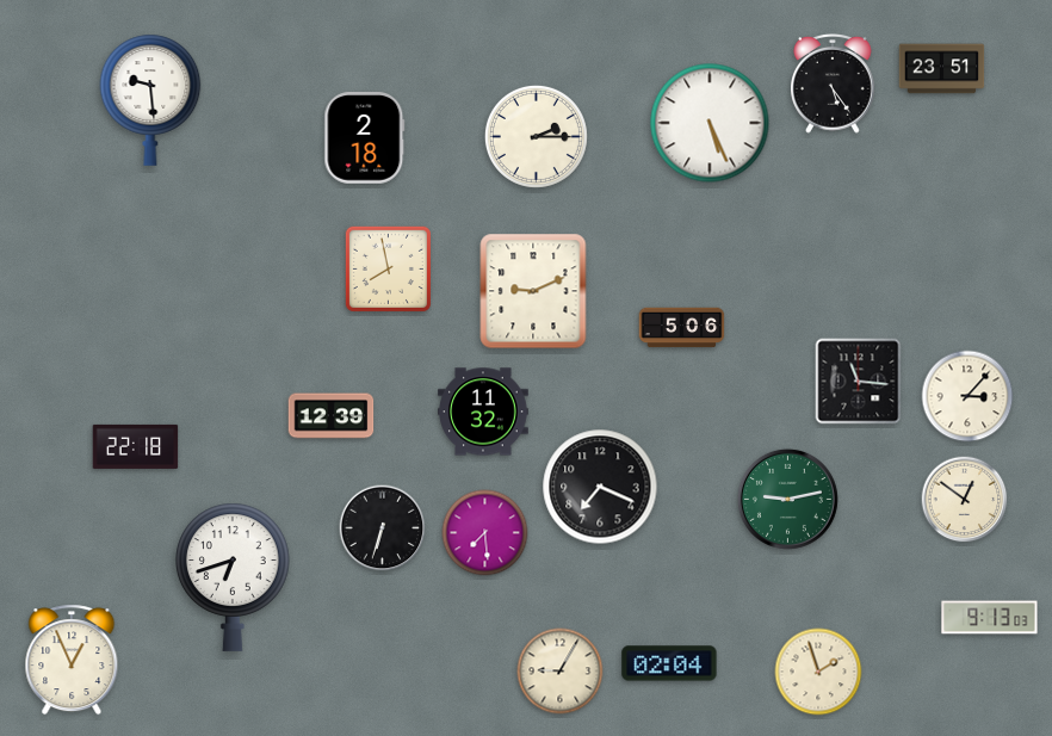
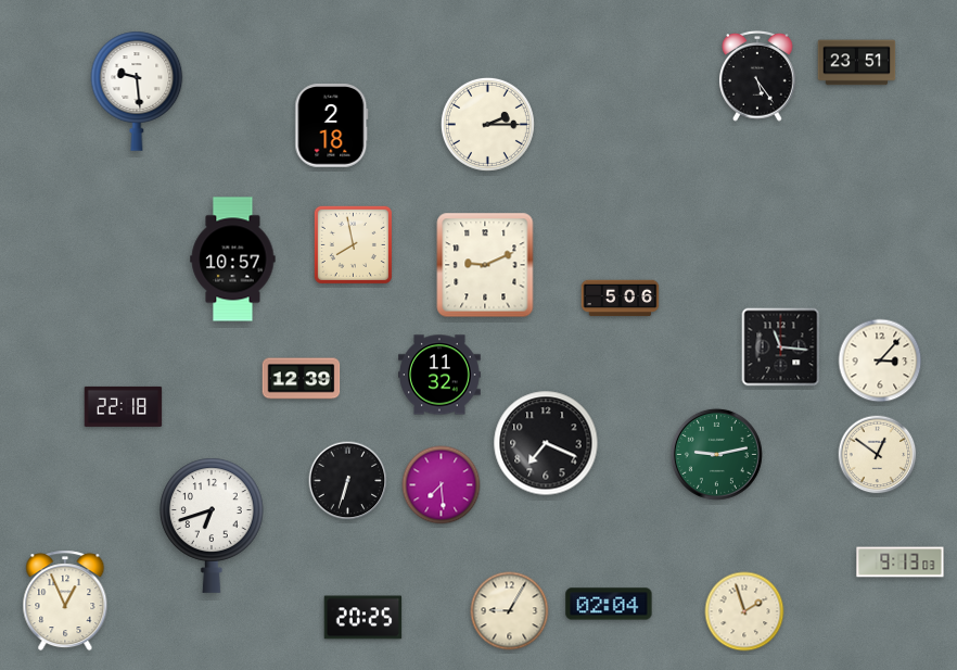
clock at (710, 123): 5:26 -> none
clock at (233, 260): none -> 10:57
clock at (363, 618): none -> 20:25
